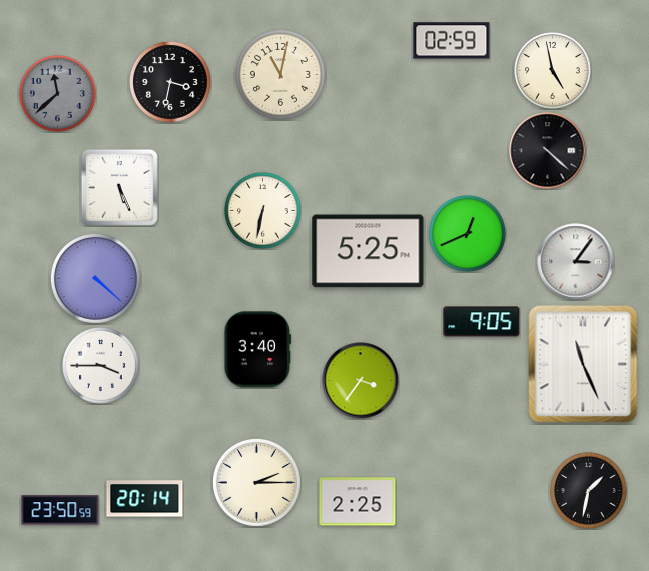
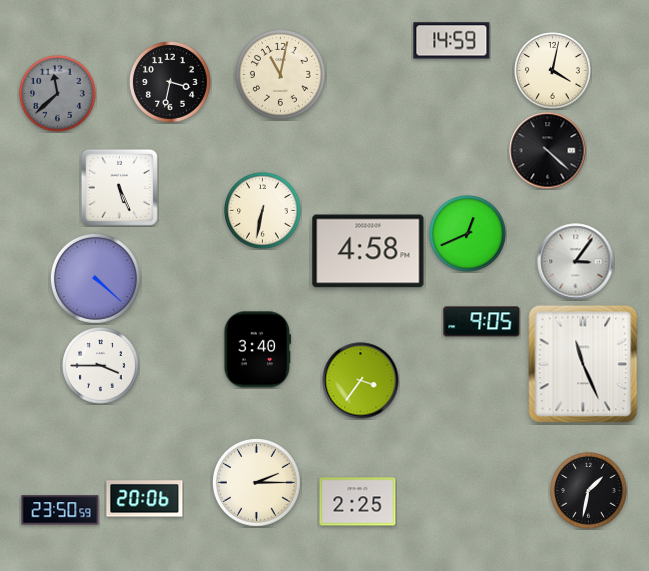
clock at (452, 41): 02:59 -> 14:59
clock at (553, 71): 4:58 -> 4:02
clock at (368, 251): 5:25 -> 4:58
clock at (145, 499): 20:14 -> 20:06
